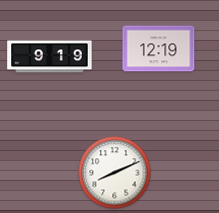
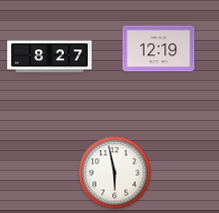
clock at (50, 57): 9:19 -> 8:27
clock at (115, 173): 8:11 -> 5:58
